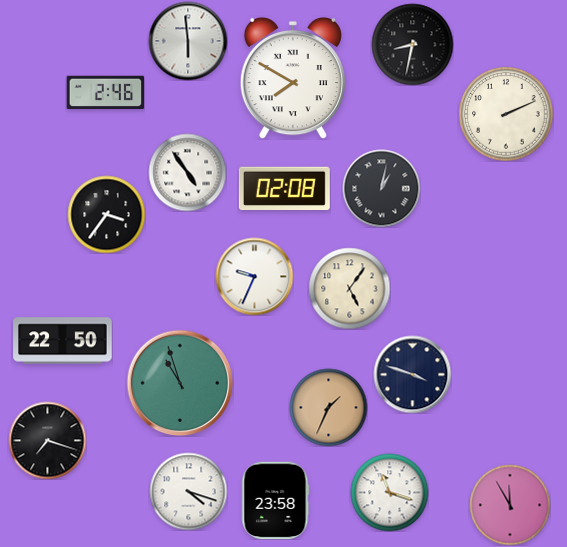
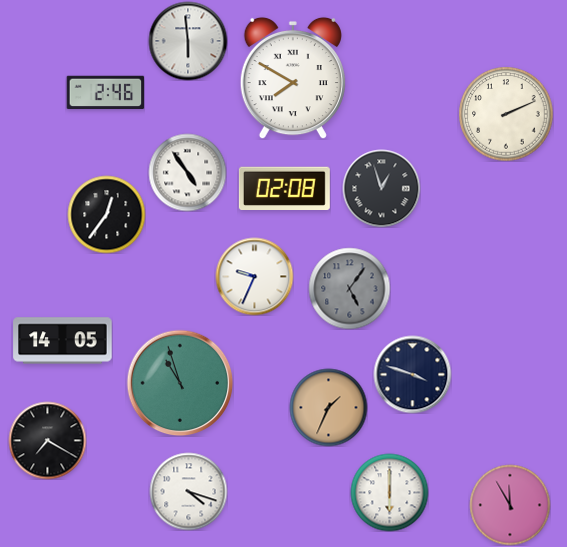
clock at (412, 44): 8:32 -> none
clock at (381, 188): 1:02 -> 12:57
clock at (106, 214): 3:36 -> 12:36
clock at (349, 288) dial: cream -> grey
clock at (63, 341): 22:50 -> 14:05
clock at (47, 440): 7:18 -> 7:20
clock at (389, 492): 11:18 -> 6:00
clock at (276, 500): 23:58 -> none
